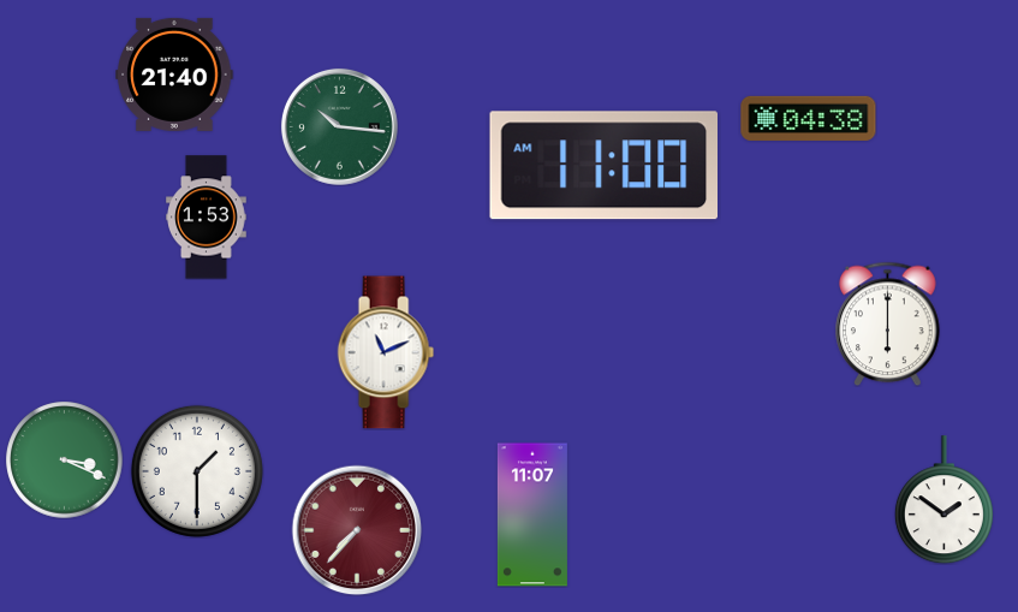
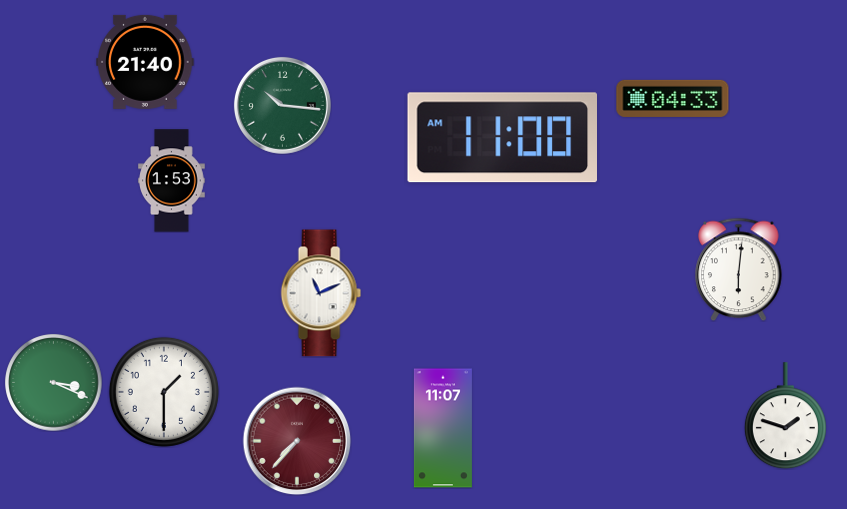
clock at (809, 118): 04:38 -> 04:33
clock at (888, 323): 6:00 -> 6:01
clock at (943, 500): 1:51 -> 1:48
